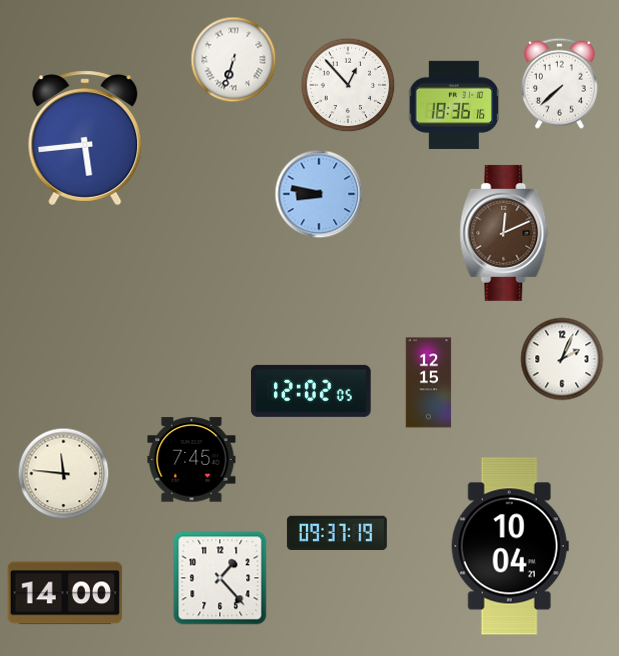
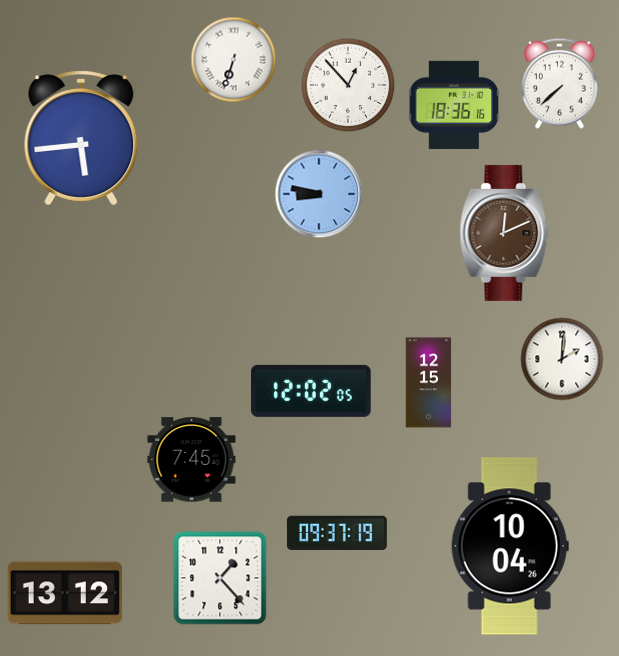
clock at (85, 138) position: (85, 138) -> (81, 138)
clock at (562, 359): 2:04 -> 2:01
clock at (64, 474): 11:46 -> none
clock at (510, 546): 10:04:21 -> 10:04:26
clock at (65, 593): 14:00 -> 13:12
